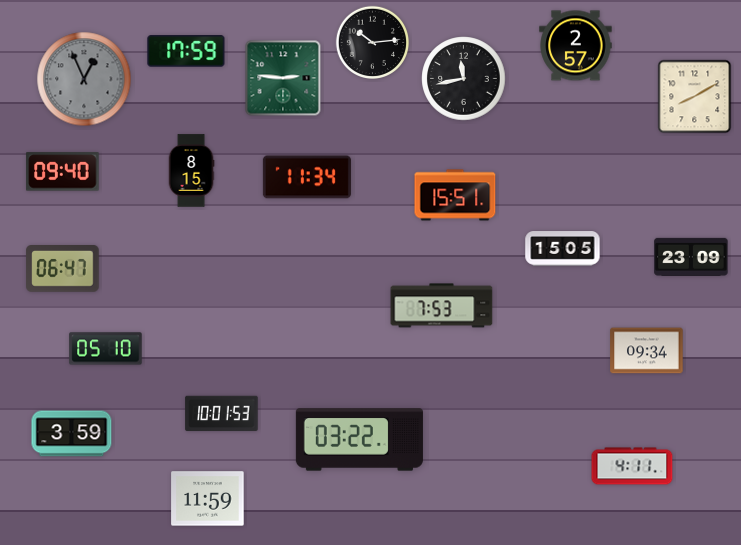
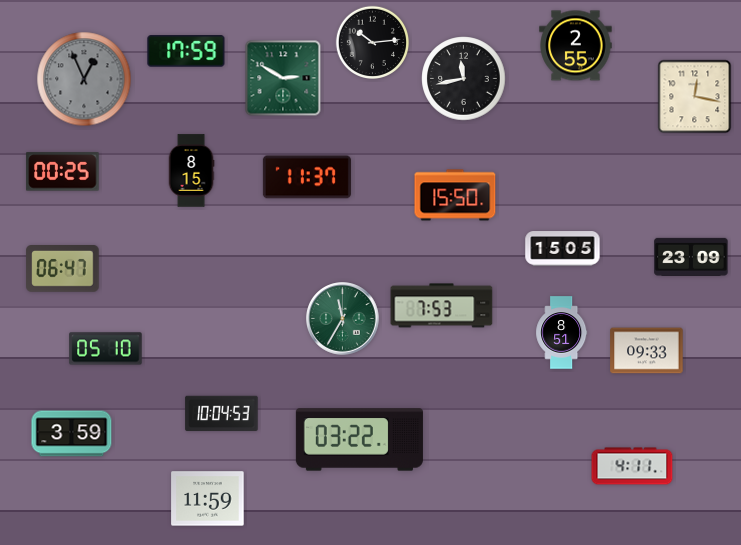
clock at (576, 46): 2:57 -> 2:55
clock at (283, 78): 2:46 -> 2:50
clock at (695, 97): 8:10 -> 12:17
clock at (63, 172): 09:40 -> 00:25
clock at (307, 177): 11:34 -> 11:37
clock at (455, 195): 15:51 -> 15:50
clock at (343, 319): none -> 11:35
clock at (562, 333): none -> 8:51
clock at (647, 351): 09:34 -> 09:33
clock at (222, 414): 10:01 -> 10:04
